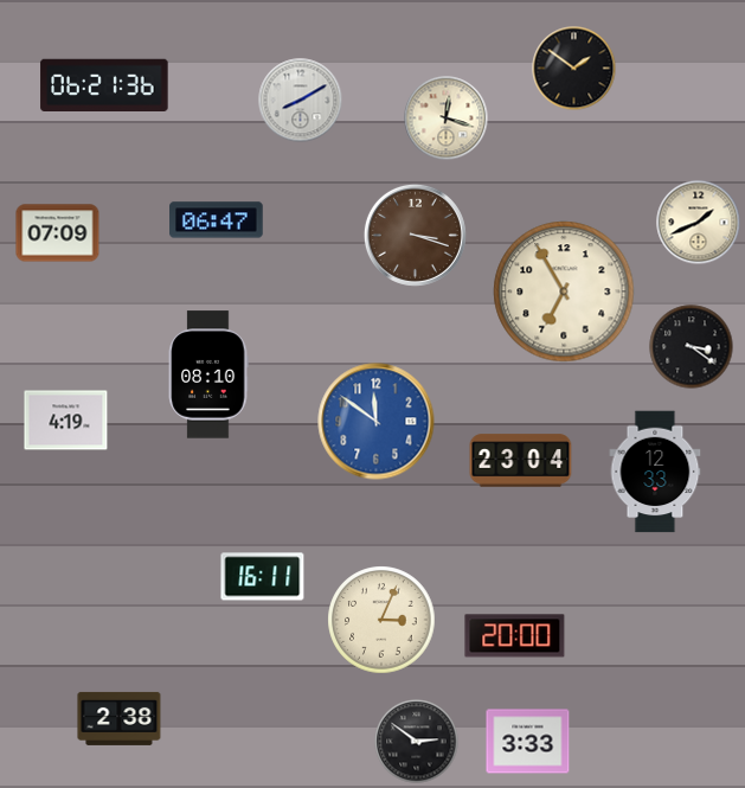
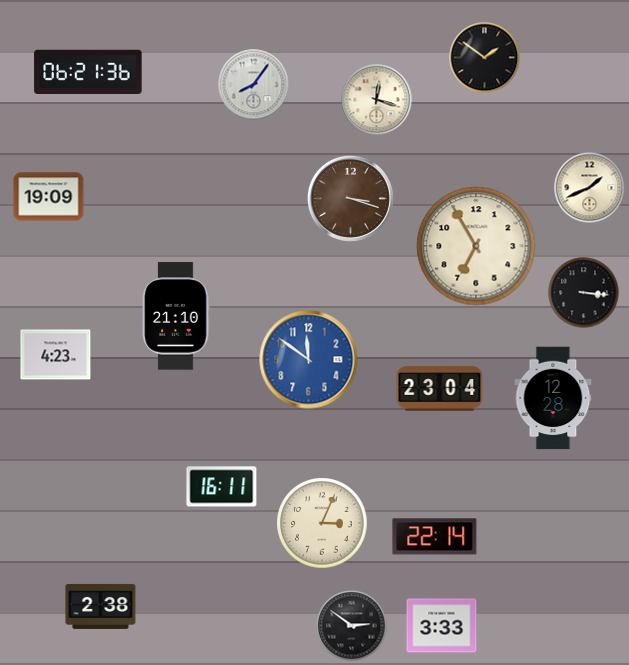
clock at (301, 101): 8:10 -> 8:06
clock at (217, 220): 06:47 -> none
clock at (58, 233): 07:09 -> 19:09
clock at (692, 347): 3:21 -> 3:16
clock at (208, 374): 08:10 -> 21:10
clock at (66, 421): 4:19 -> 4:23
clock at (377, 422) position: (377, 422) -> (309, 360)
clock at (655, 472): 12:33 -> 12:28
clock at (515, 636): 20:00 -> 22:14
clock at (528, 742) position: (528, 742) -> (442, 626)
